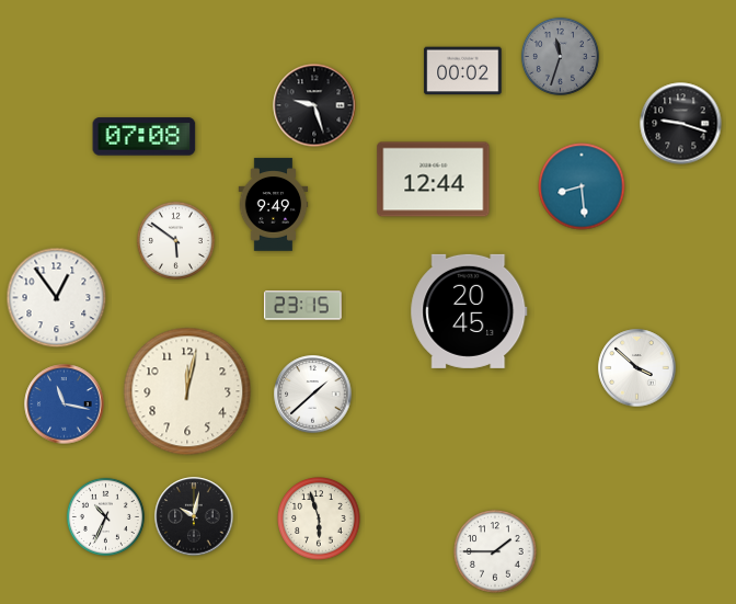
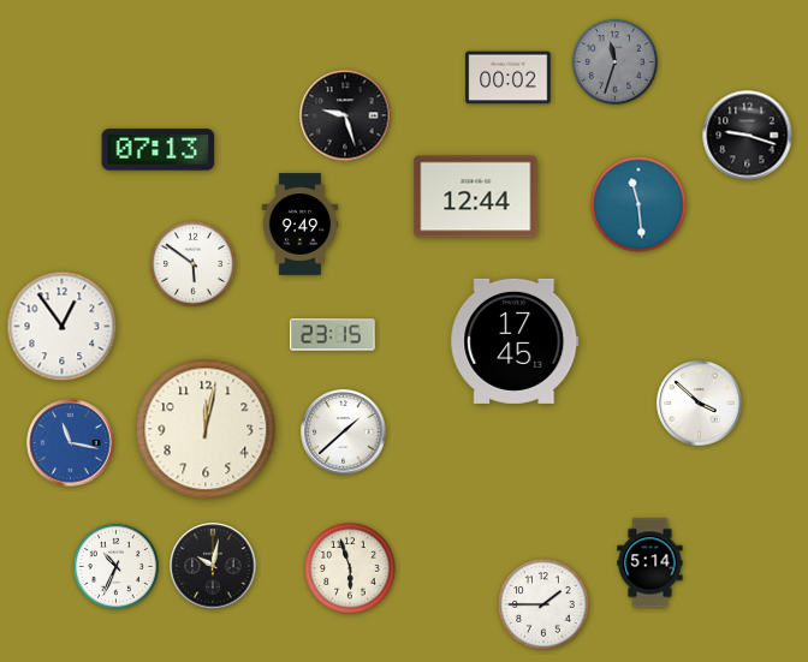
clock at (145, 137): 07:08 -> 07:13
clock at (582, 186): 8:29 -> 11:29
clock at (469, 311): 20:45 -> 17:45
clock at (650, 563): none -> 5:14
